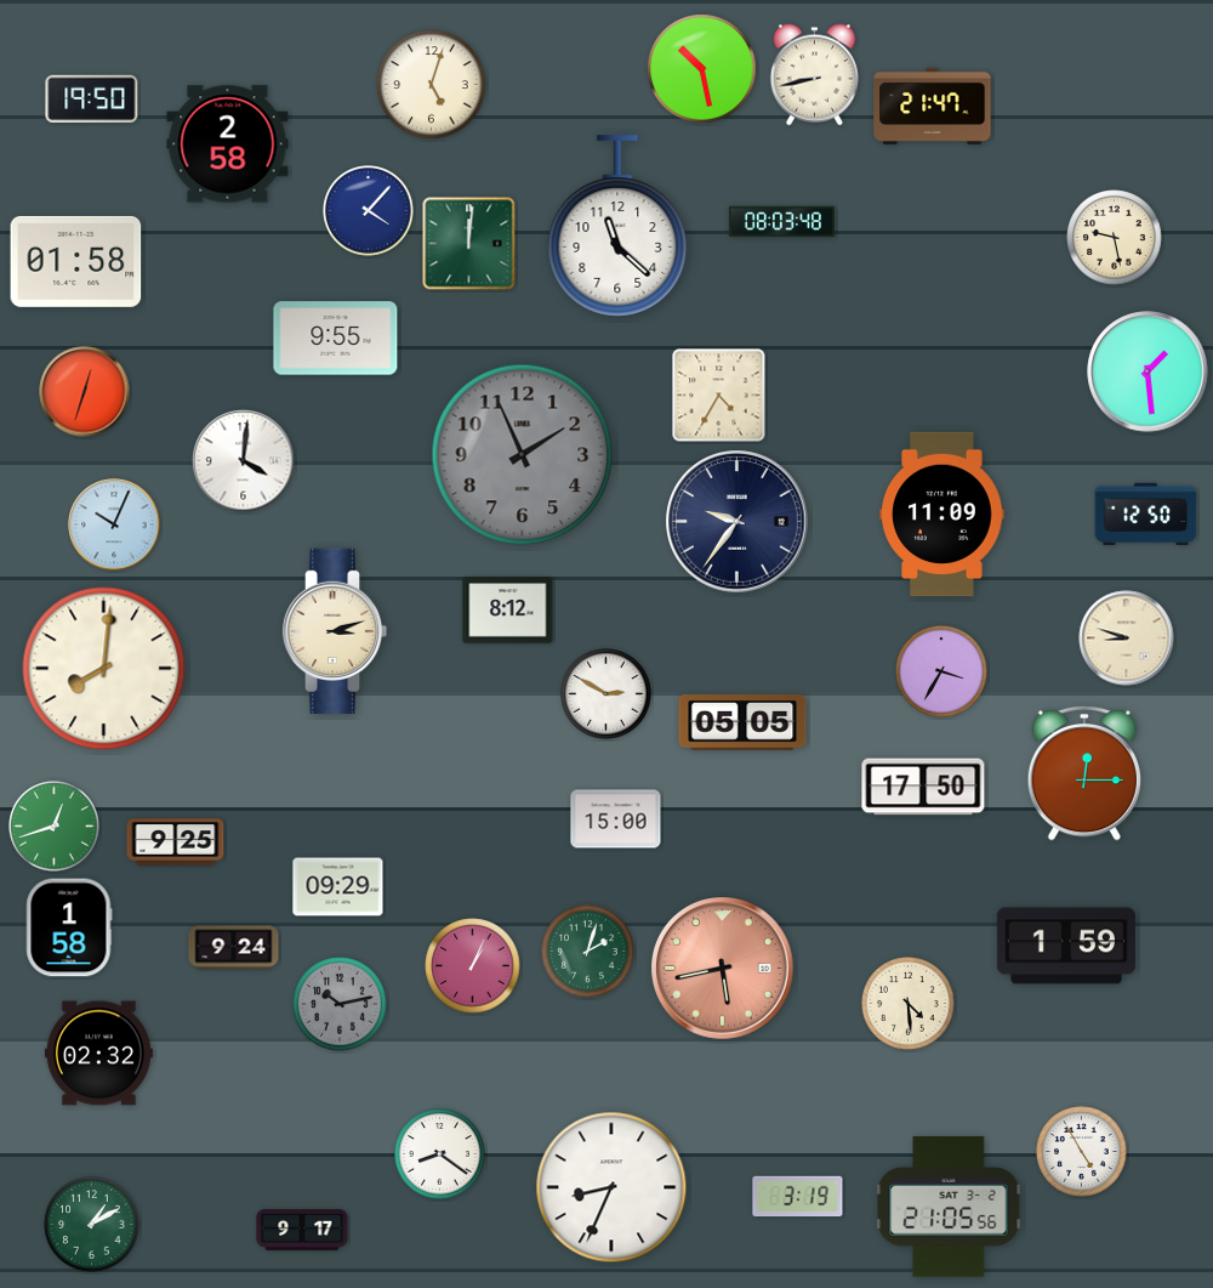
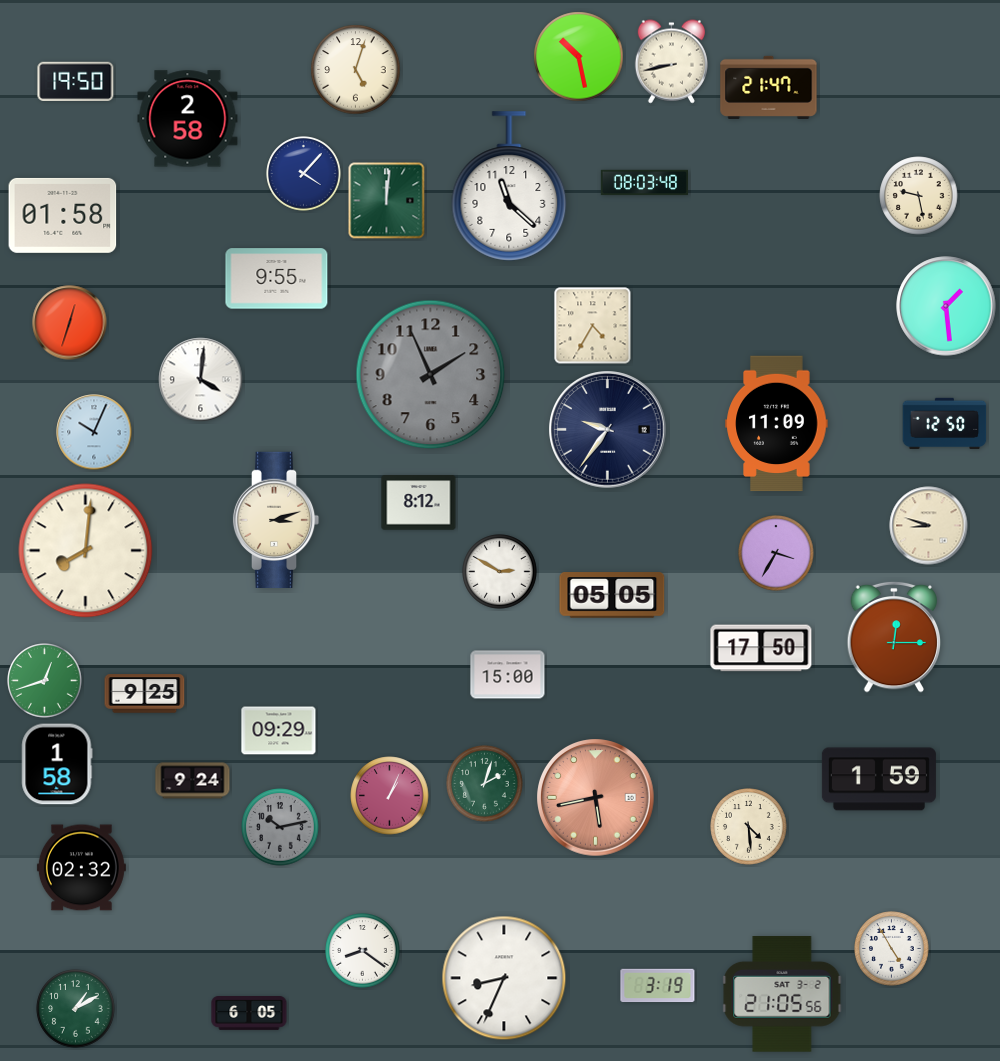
clock at (302, 1231): 9:17 -> 6:05
